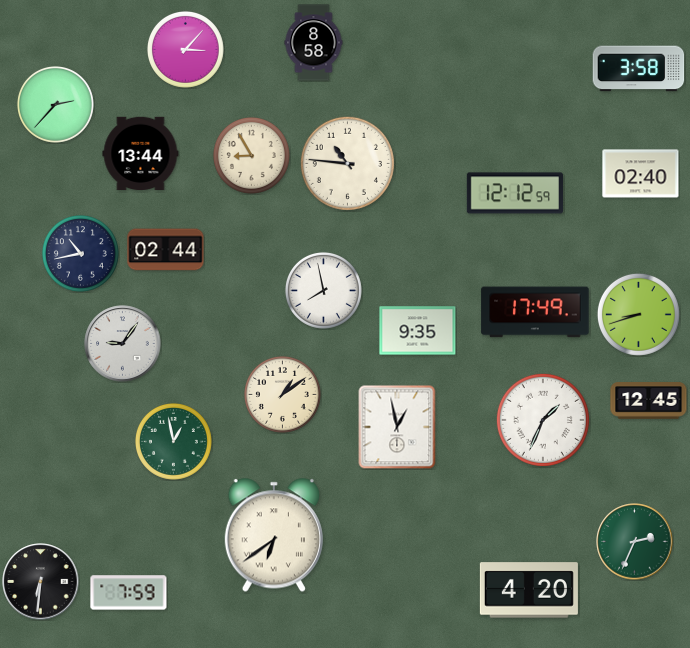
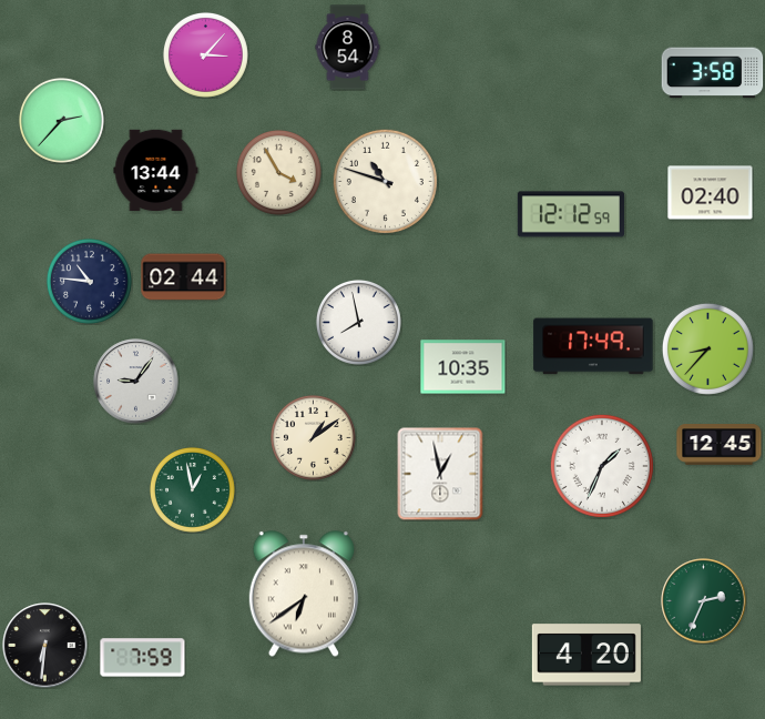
clock at (314, 43): 8:58 -> 8:54
clock at (639, 69) position: (639, 69) -> (713, 73)
clock at (55, 104) position: (55, 104) -> (61, 120)
clock at (251, 155): 8:55 -> 3:55
clock at (347, 163): 10:46 -> 10:48
clock at (80, 253): 10:43 -> 10:46
clock at (638, 314): 8:42 -> 8:37
clock at (418, 331): 9:35 -> 10:35
